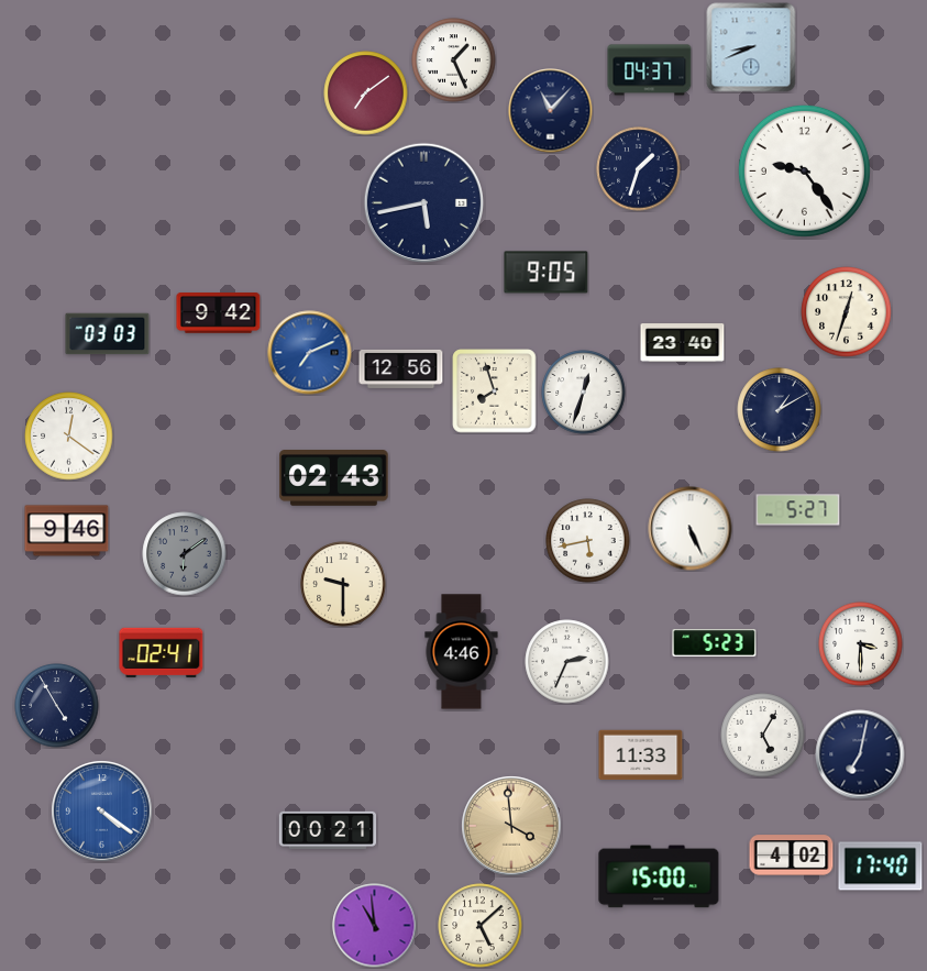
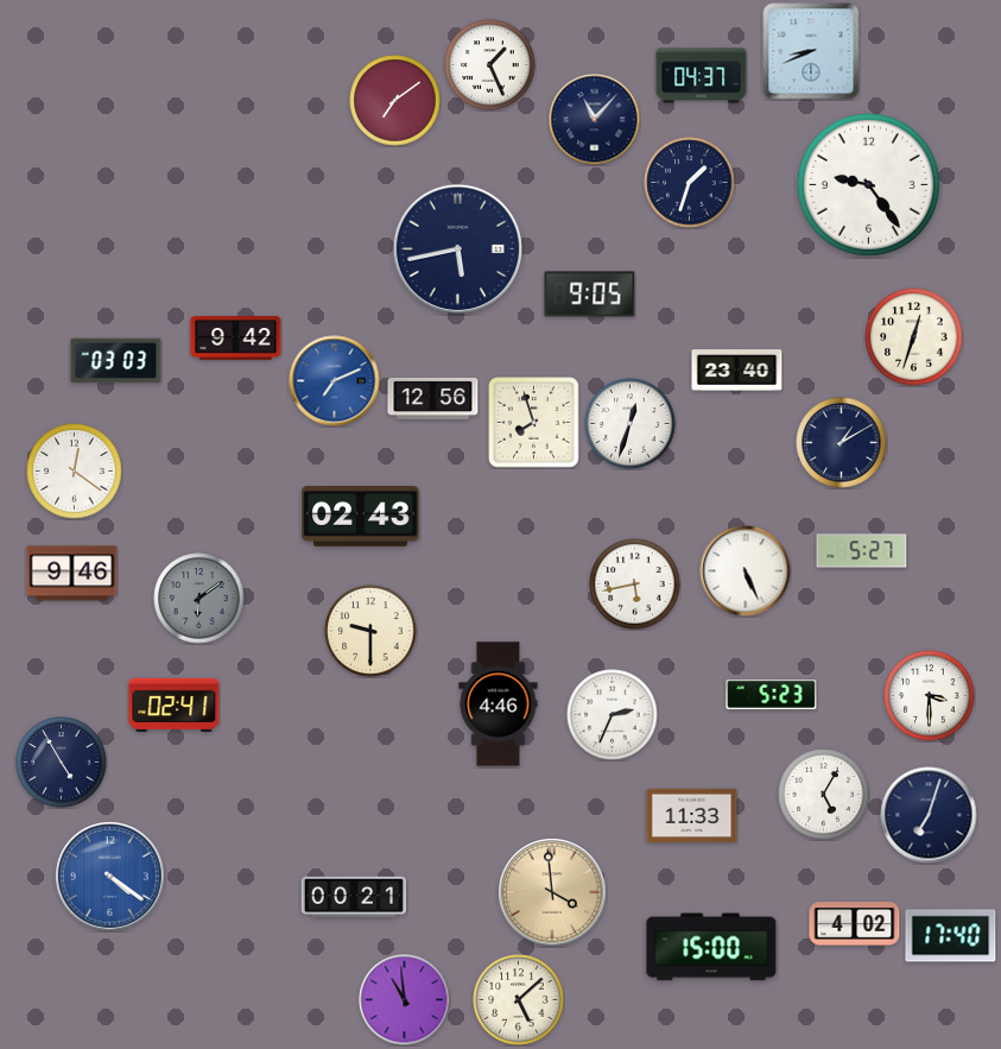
clock at (423, 202) position: (423, 202) -> (457, 248)
clock at (860, 754): 7:02 -> 7:03
